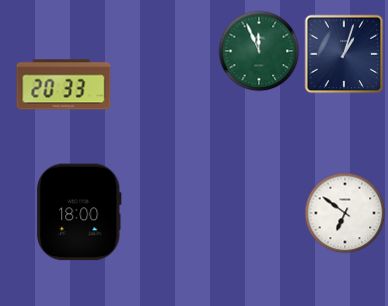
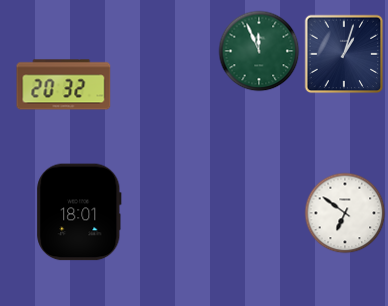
clock at (64, 85): 20:33 -> 20:32
clock at (79, 212): 18:00 -> 18:01
